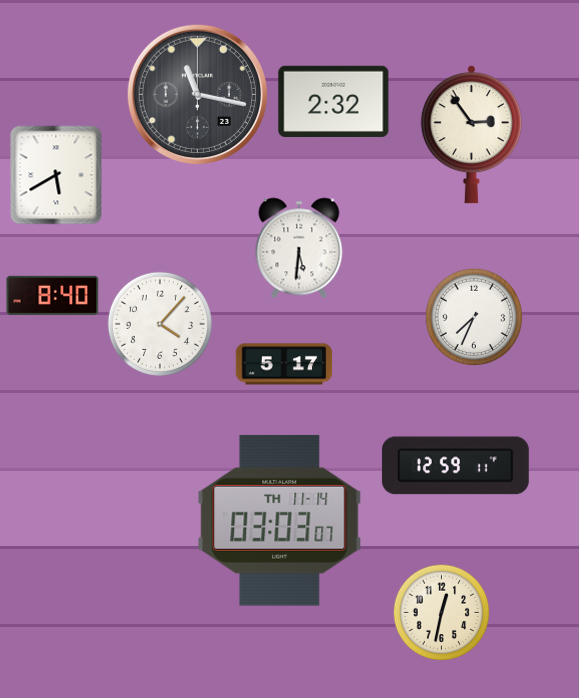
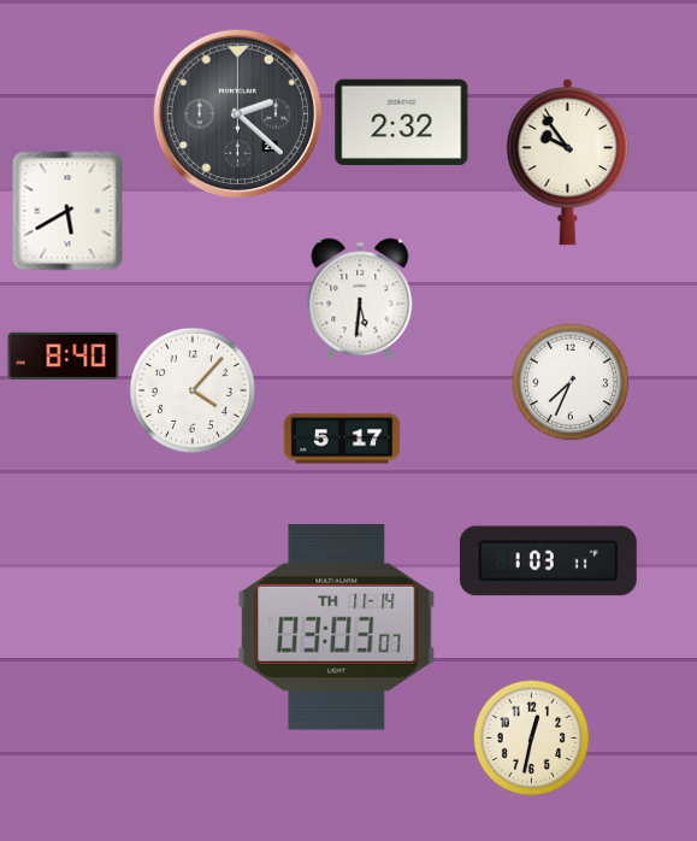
clock at (197, 94): 11:17 -> 2:22
clock at (471, 134): 2:54 -> 9:54
clock at (455, 466): 12:59 -> 1:03
